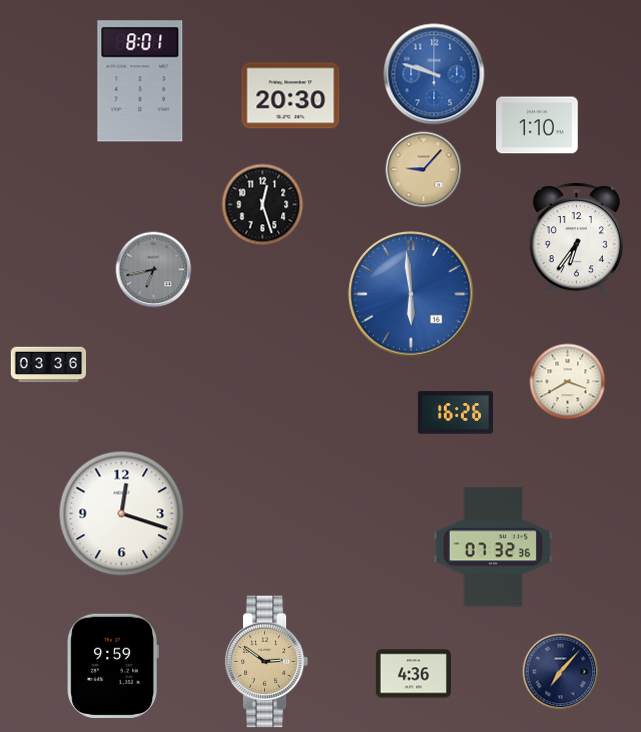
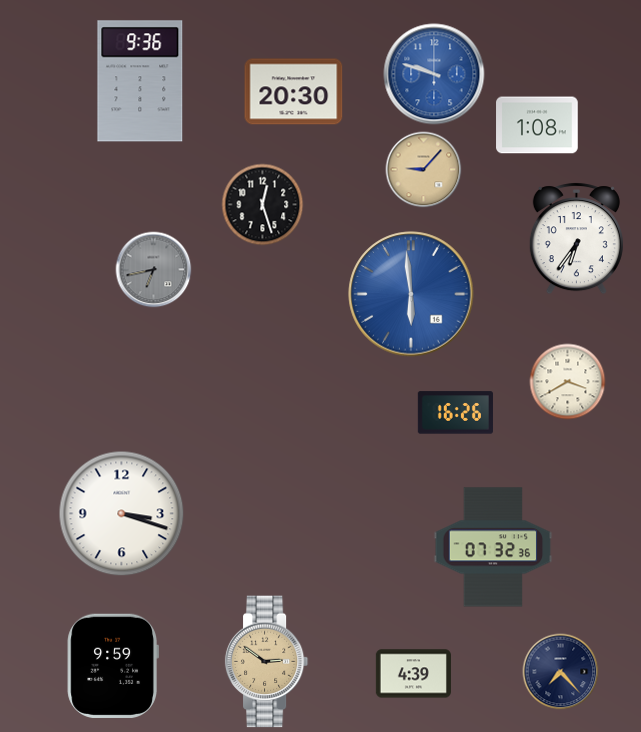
clock at (140, 81): 8:01 -> 9:36
clock at (291, 96) position: (291, 96) -> (294, 92)
clock at (537, 125): 1:10 -> 1:08
clock at (48, 365): 03:36 -> none
clock at (122, 514): 12:18 -> 3:18
clock at (561, 672): 7:07 -> 7:23
clock at (413, 674): 4:36 -> 4:39
